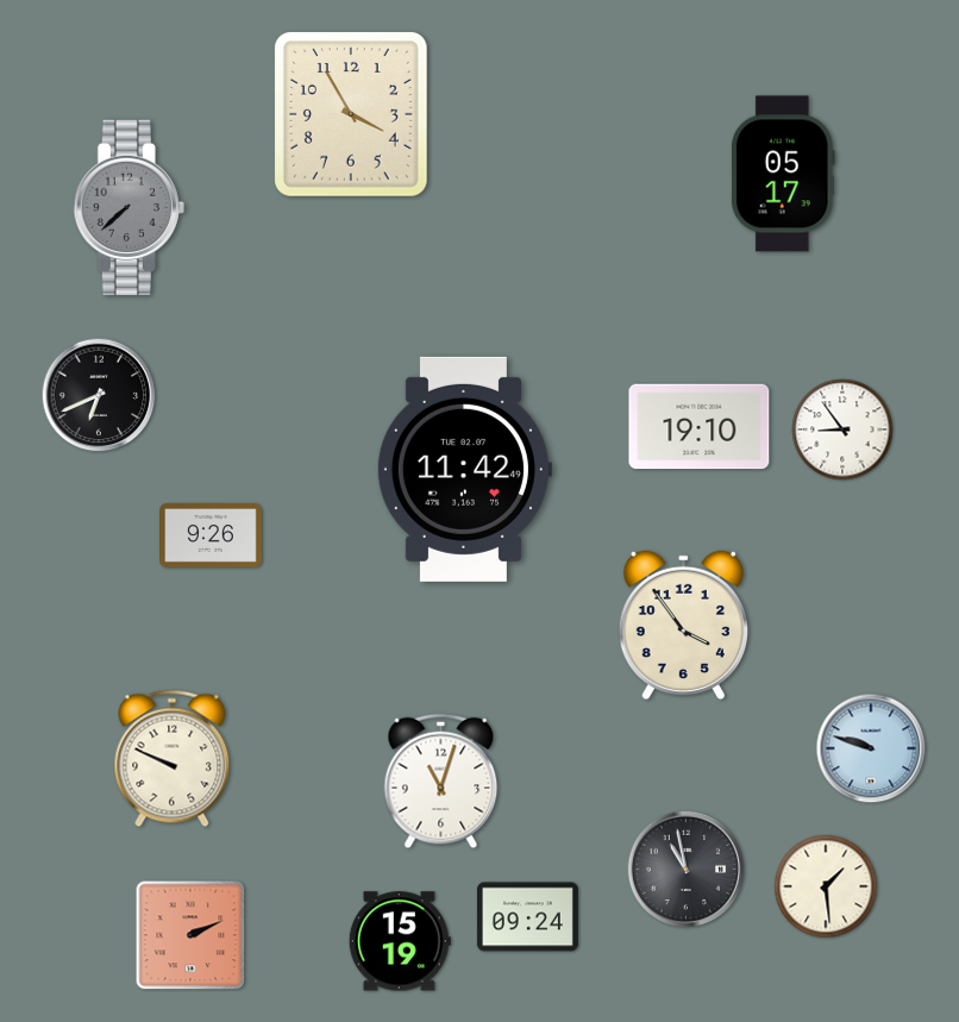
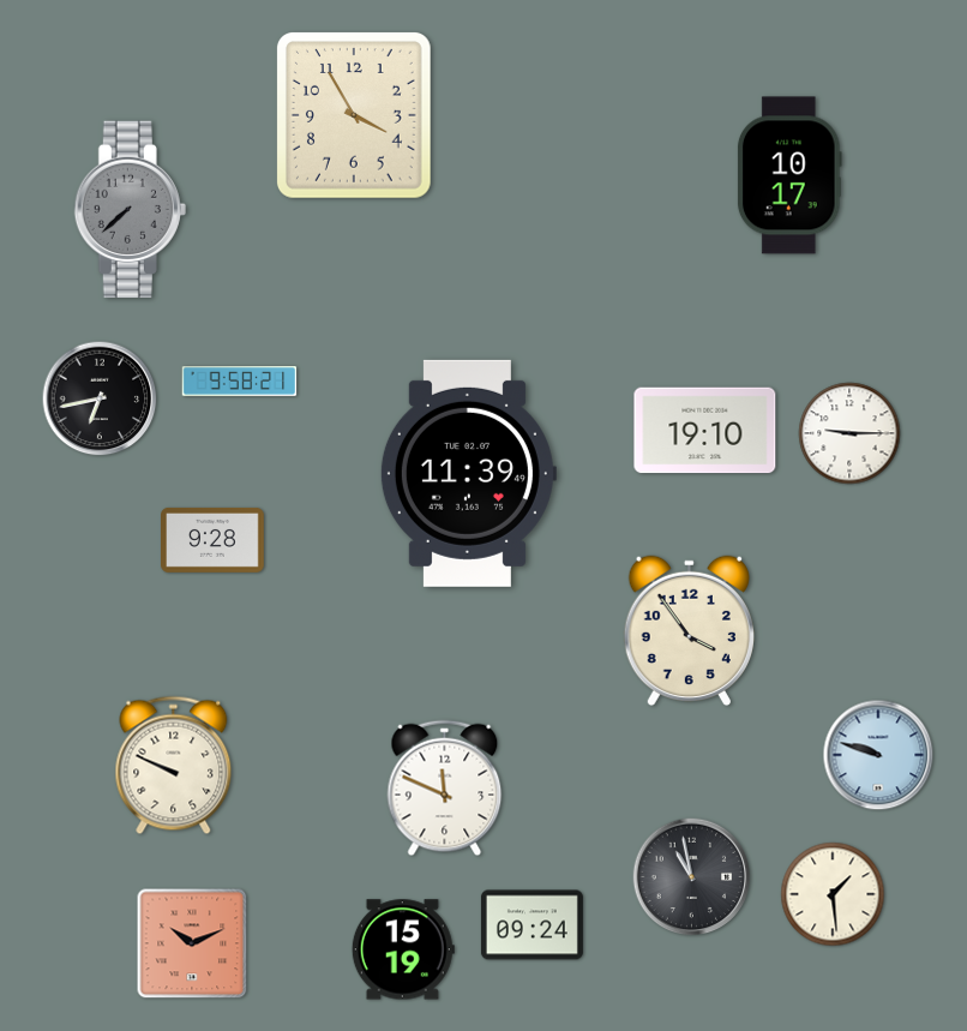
clock at (783, 174): 05:17 -> 10:17
clock at (240, 382): none -> 9:58
clock at (99, 395): 6:41 -> 6:43
clock at (842, 430): 8:54 -> 9:15
clock at (464, 469): 11:42 -> 11:39
clock at (212, 535): 9:26 -> 9:28
clock at (441, 782): 11:03 -> 11:49
clock at (190, 935): 2:11 -> 10:11
